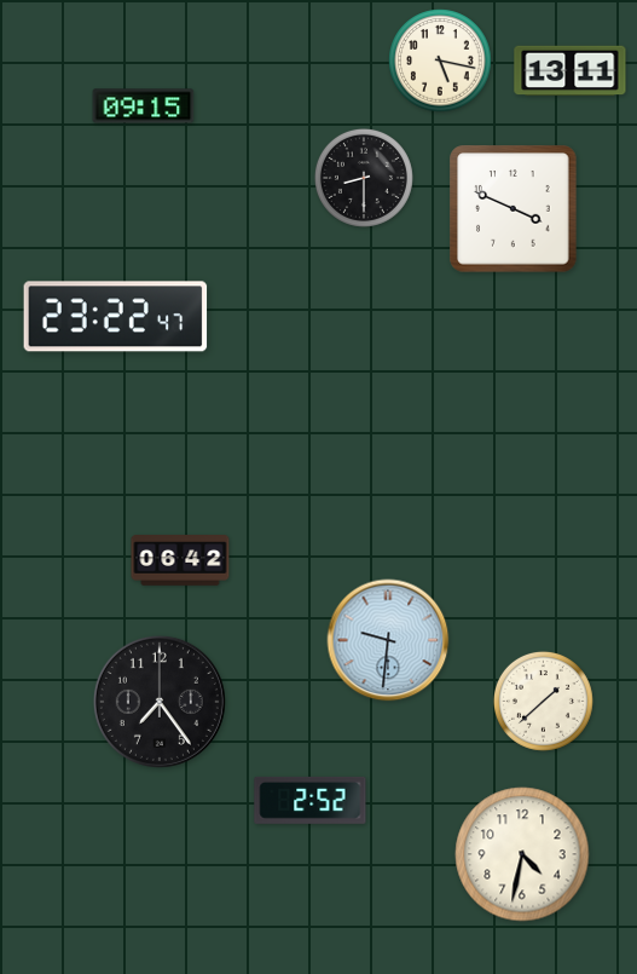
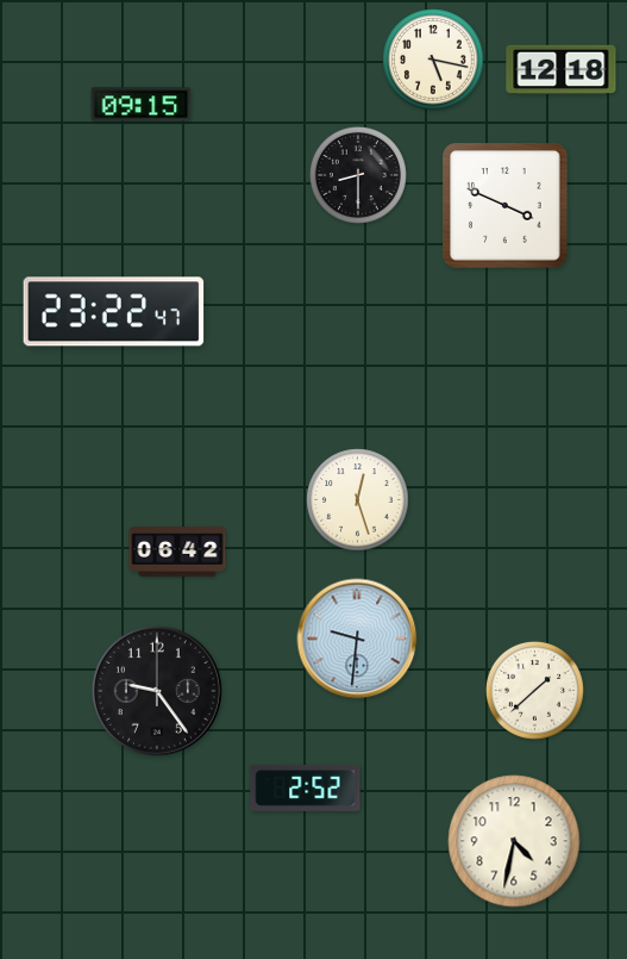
clock at (571, 71): 13:11 -> 12:18
clock at (358, 500): none -> 12:27
clock at (388, 640) position: (388, 640) -> (357, 639)
clock at (160, 702): 7:24 -> 9:24
